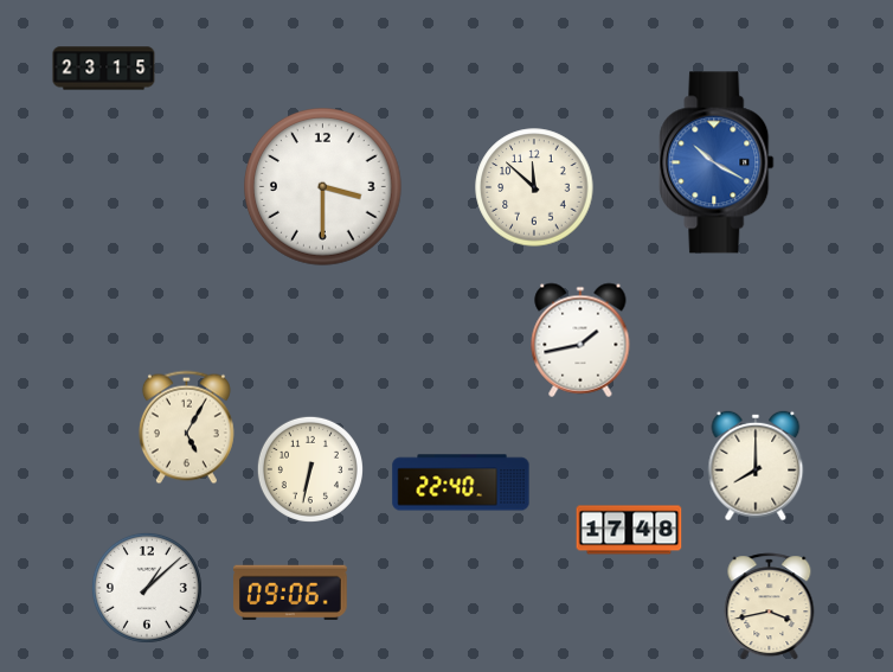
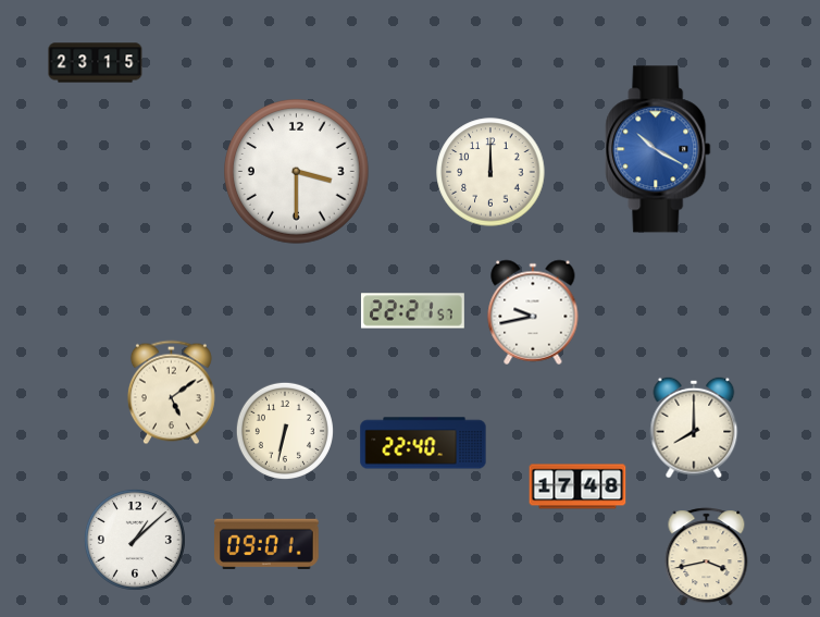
clock at (534, 187): 11:52 -> 12:00
clock at (412, 311): none -> 22:21
clock at (580, 340): 1:43 -> 9:43
clock at (186, 428): 5:05 -> 5:09
clock at (291, 591): 09:06 -> 09:01
